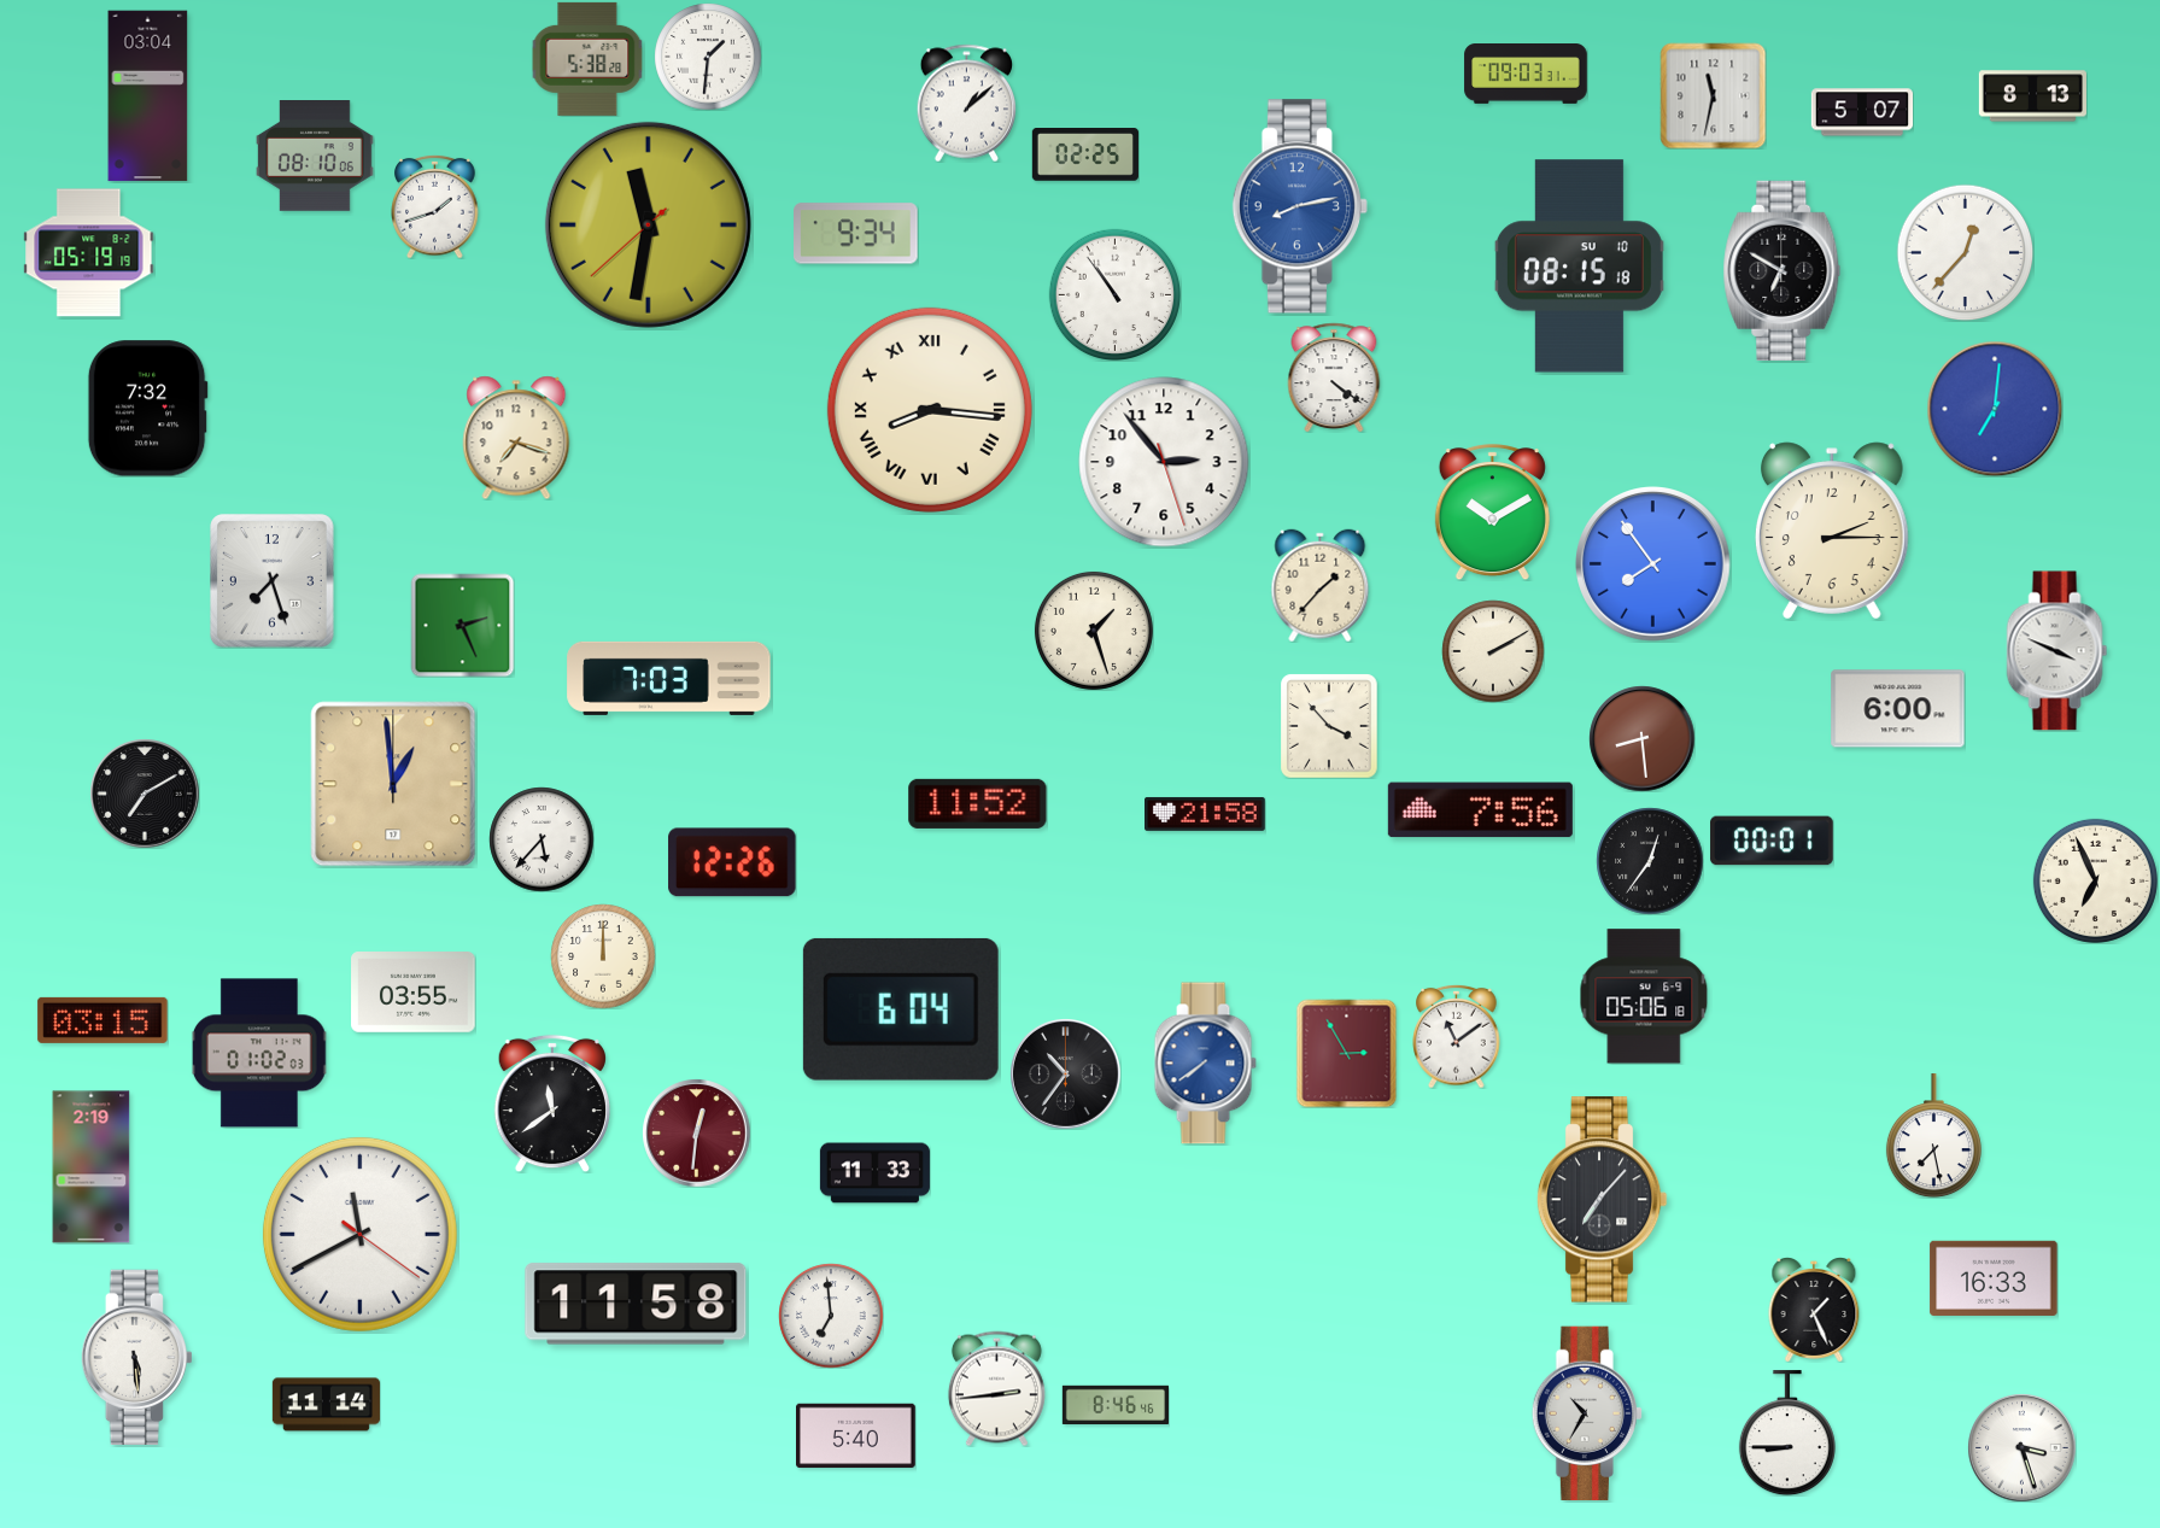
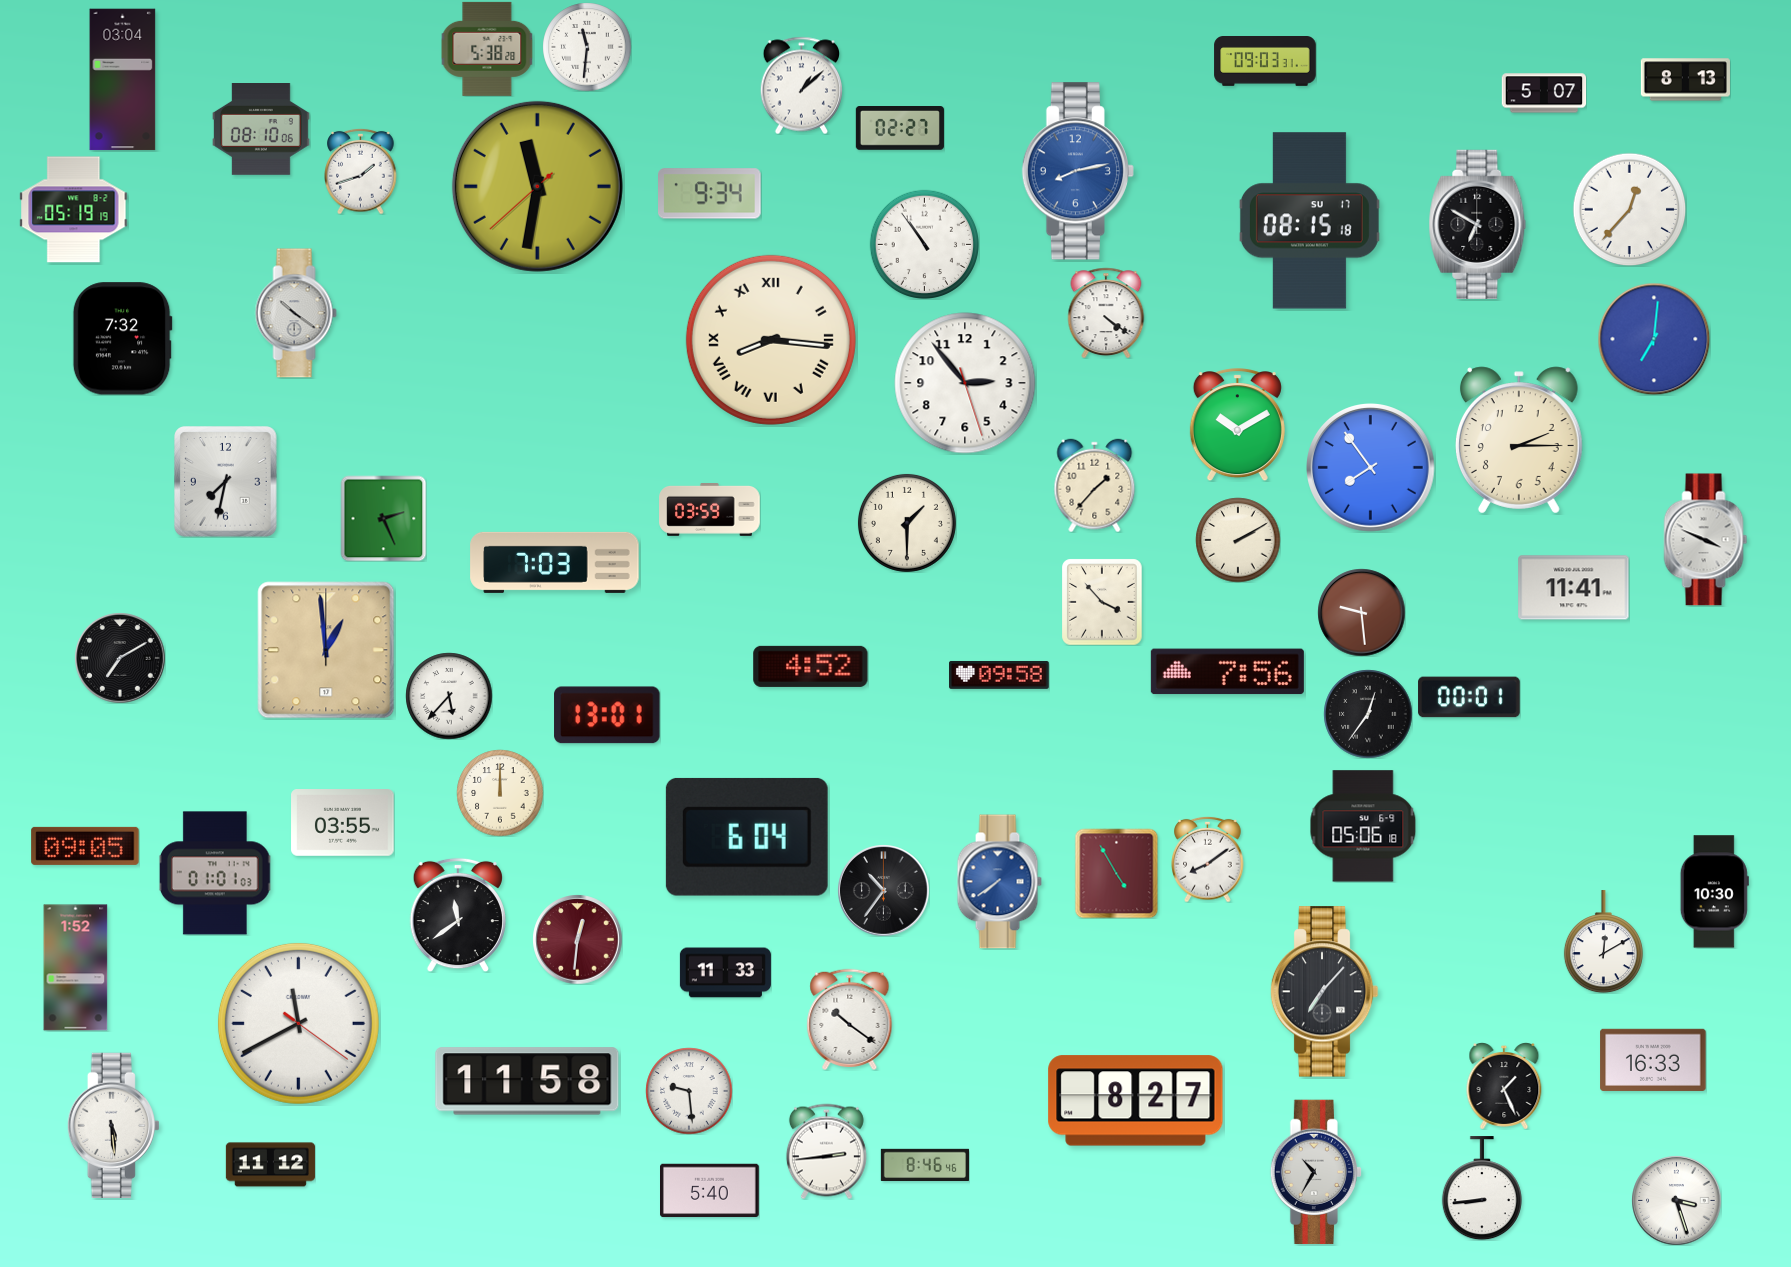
clock at (708, 57): 1:31 -> 11:31
clock at (1713, 95): 11:32 -> none
clock at (1085, 156): 02:25 -> 02:27
clock at (1579, 267) date: SU 10 -> SU 17
clock at (296, 313): none -> 10:21
clock at (516, 438): 7:18 -> none
clock at (273, 581): 7:27 -> 7:32
clock at (710, 510): none -> 03:59
clock at (1094, 631): 1:27 -> 1:30
clock at (1898, 709): 6:00 -> 11:41
clock at (1641, 738): 8:29 -> 9:29
clock at (978, 803): 11:52 -> 4:52
clock at (1206, 814): 21:58 -> 09:58
clock at (732, 862): 12:26 -> 13:01
clock at (2095, 880): 6:56 -> none
clock at (103, 1020): 03:15 -> 09:05
clock at (1457, 1036): 11:09 -> 8:09
clock at (259, 1053): 01:02 -> 01:01
clock at (1347, 1053): 2:55 -> 4:55
clock at (1714, 892): none -> 10:30
clock at (1933, 1136): 7:28 -> 12:10
clock at (92, 1167): 2:19 -> 1:52
clock at (1602, 1200) position: (1602, 1200) -> (1324, 992)
clock at (850, 1019): none -> 10:21
clock at (831, 1316): 6:59 -> 9:29
clock at (1136, 1101): none -> 8:27
clock at (326, 1405): 11:14 -> 11:12
clock at (1787, 1433): 8:45 -> 8:44
